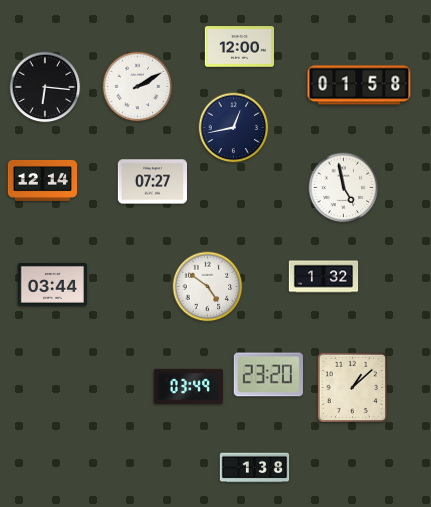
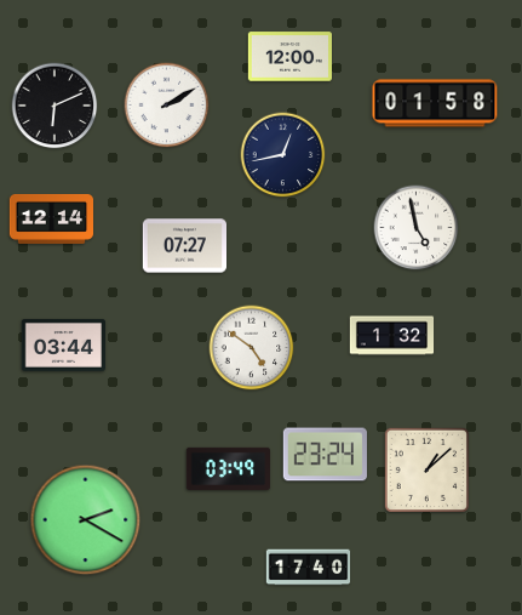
clock at (45, 87): 6:16 -> 6:11
clock at (152, 182) position: (152, 182) -> (184, 246)
clock at (268, 375): 23:20 -> 23:24
clock at (86, 520): none -> 2:20
clock at (255, 468): 1:38 -> 17:40
